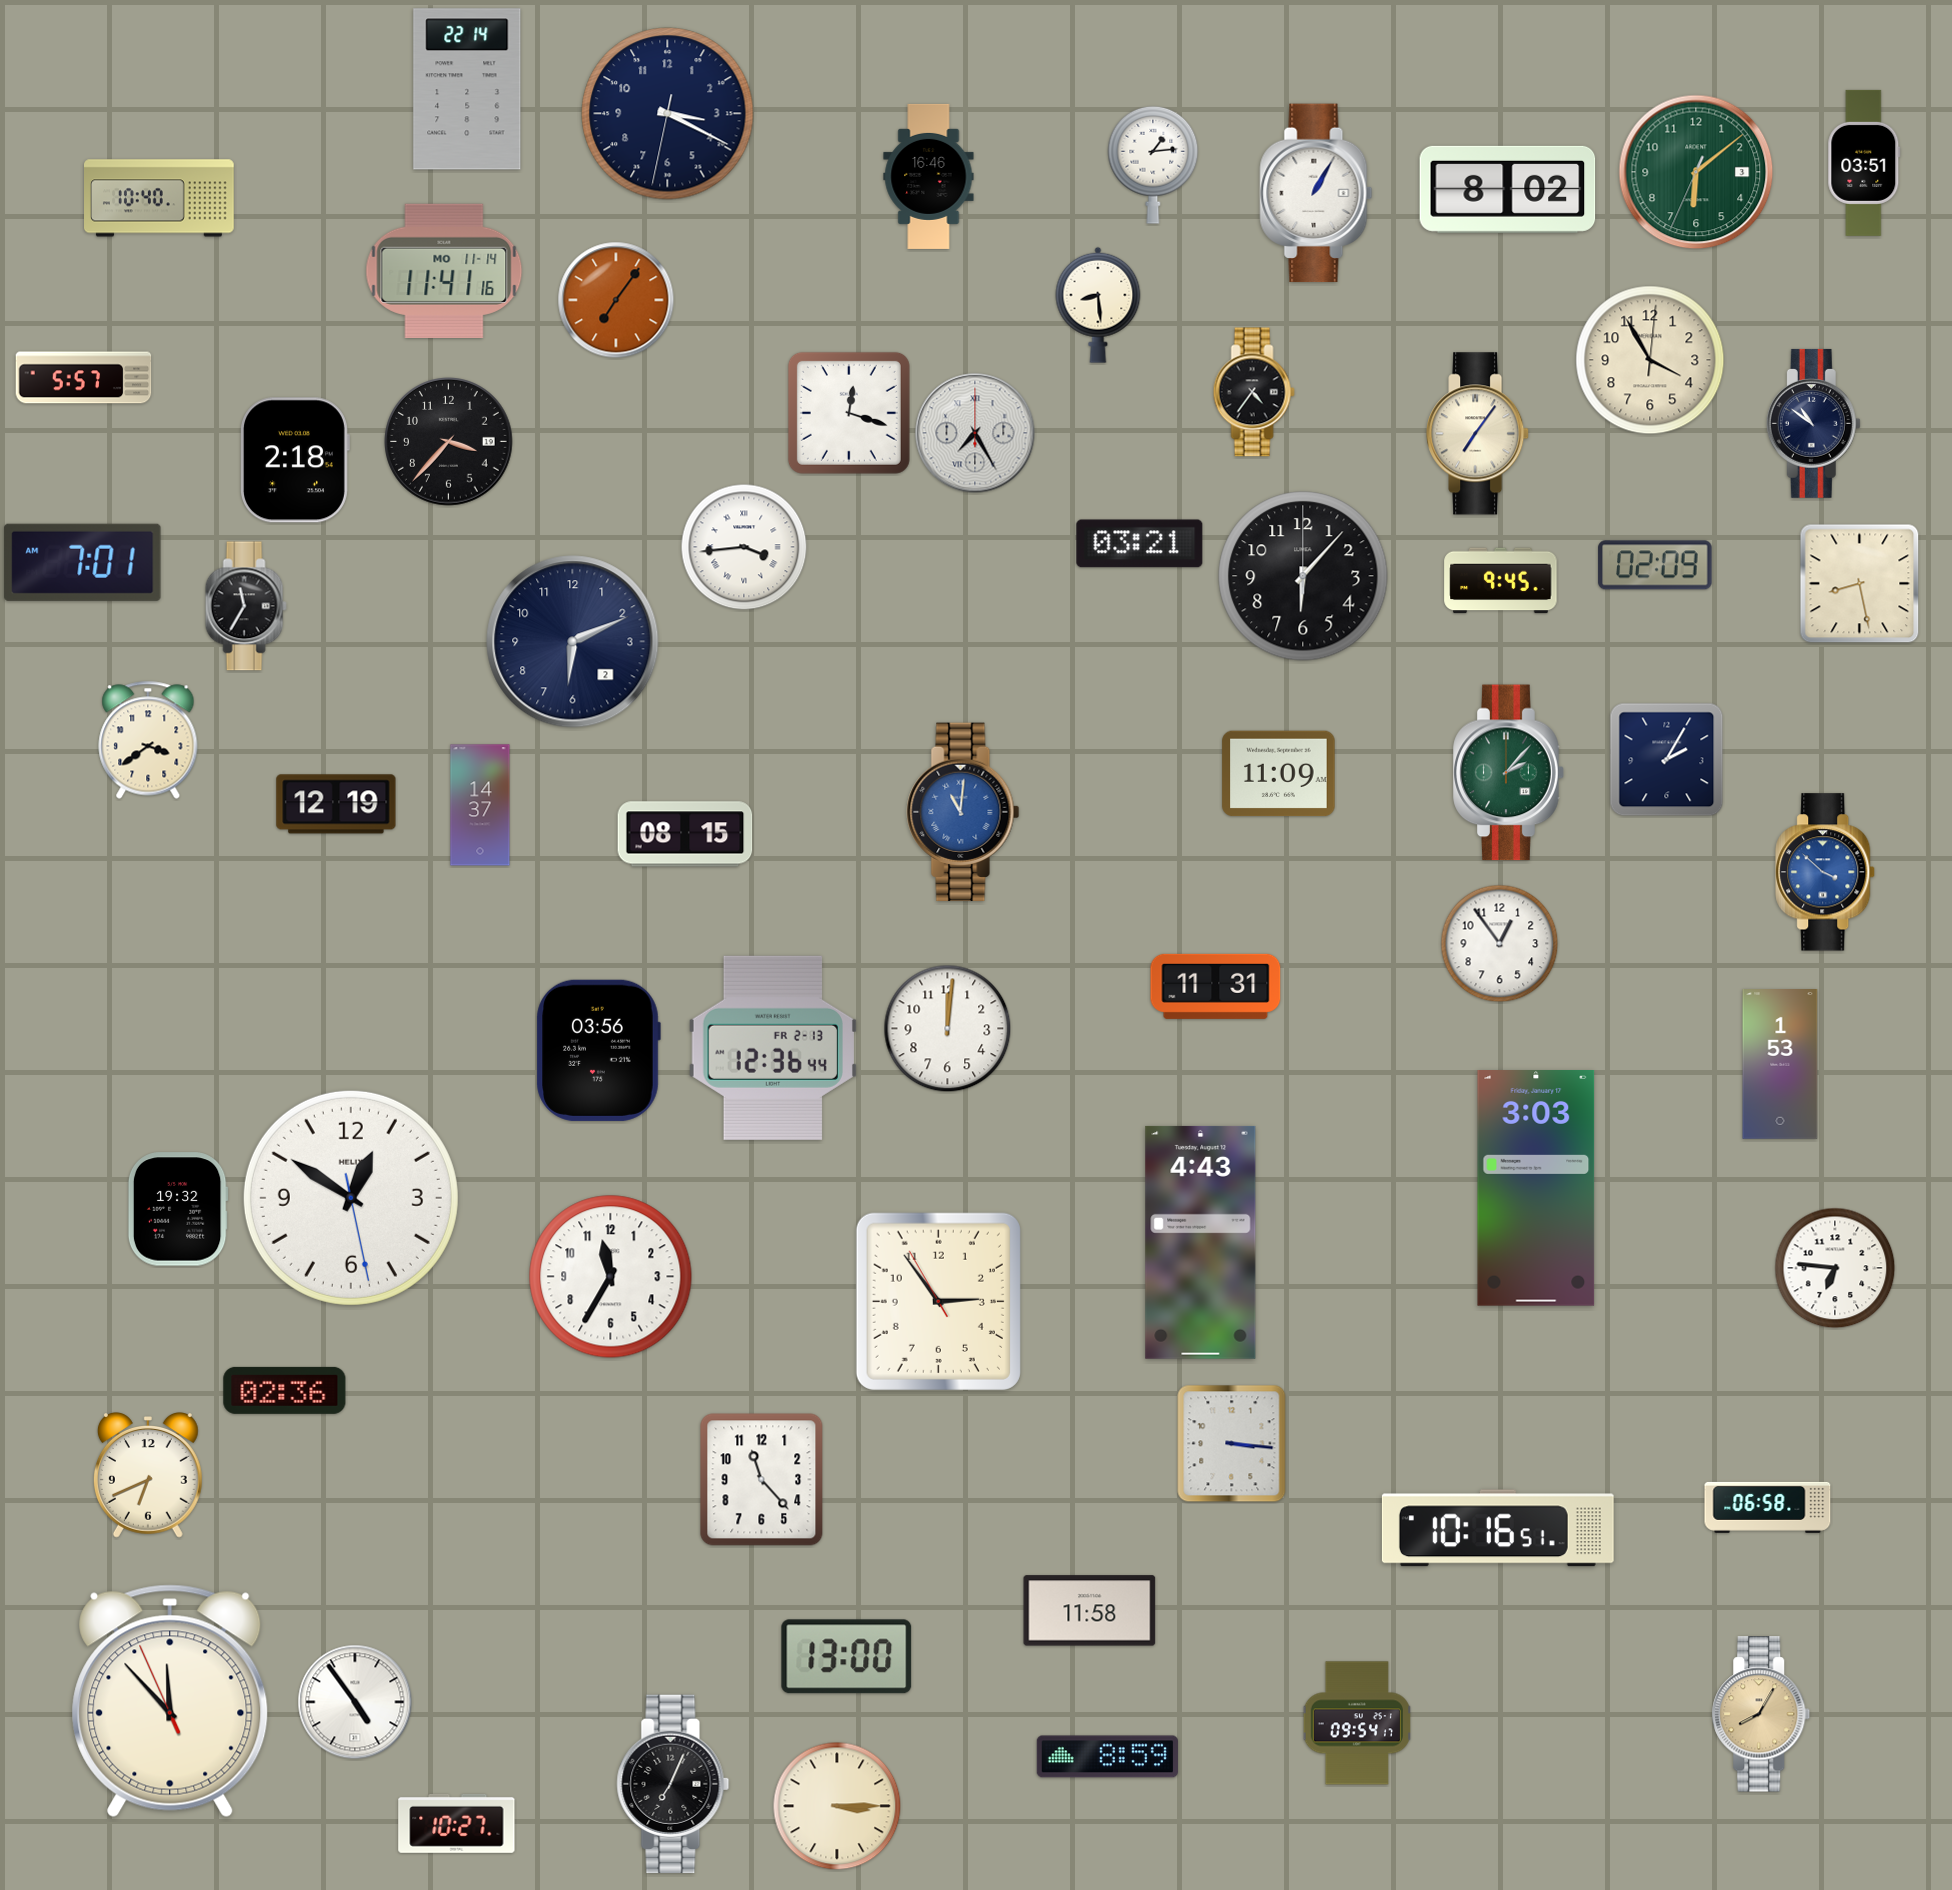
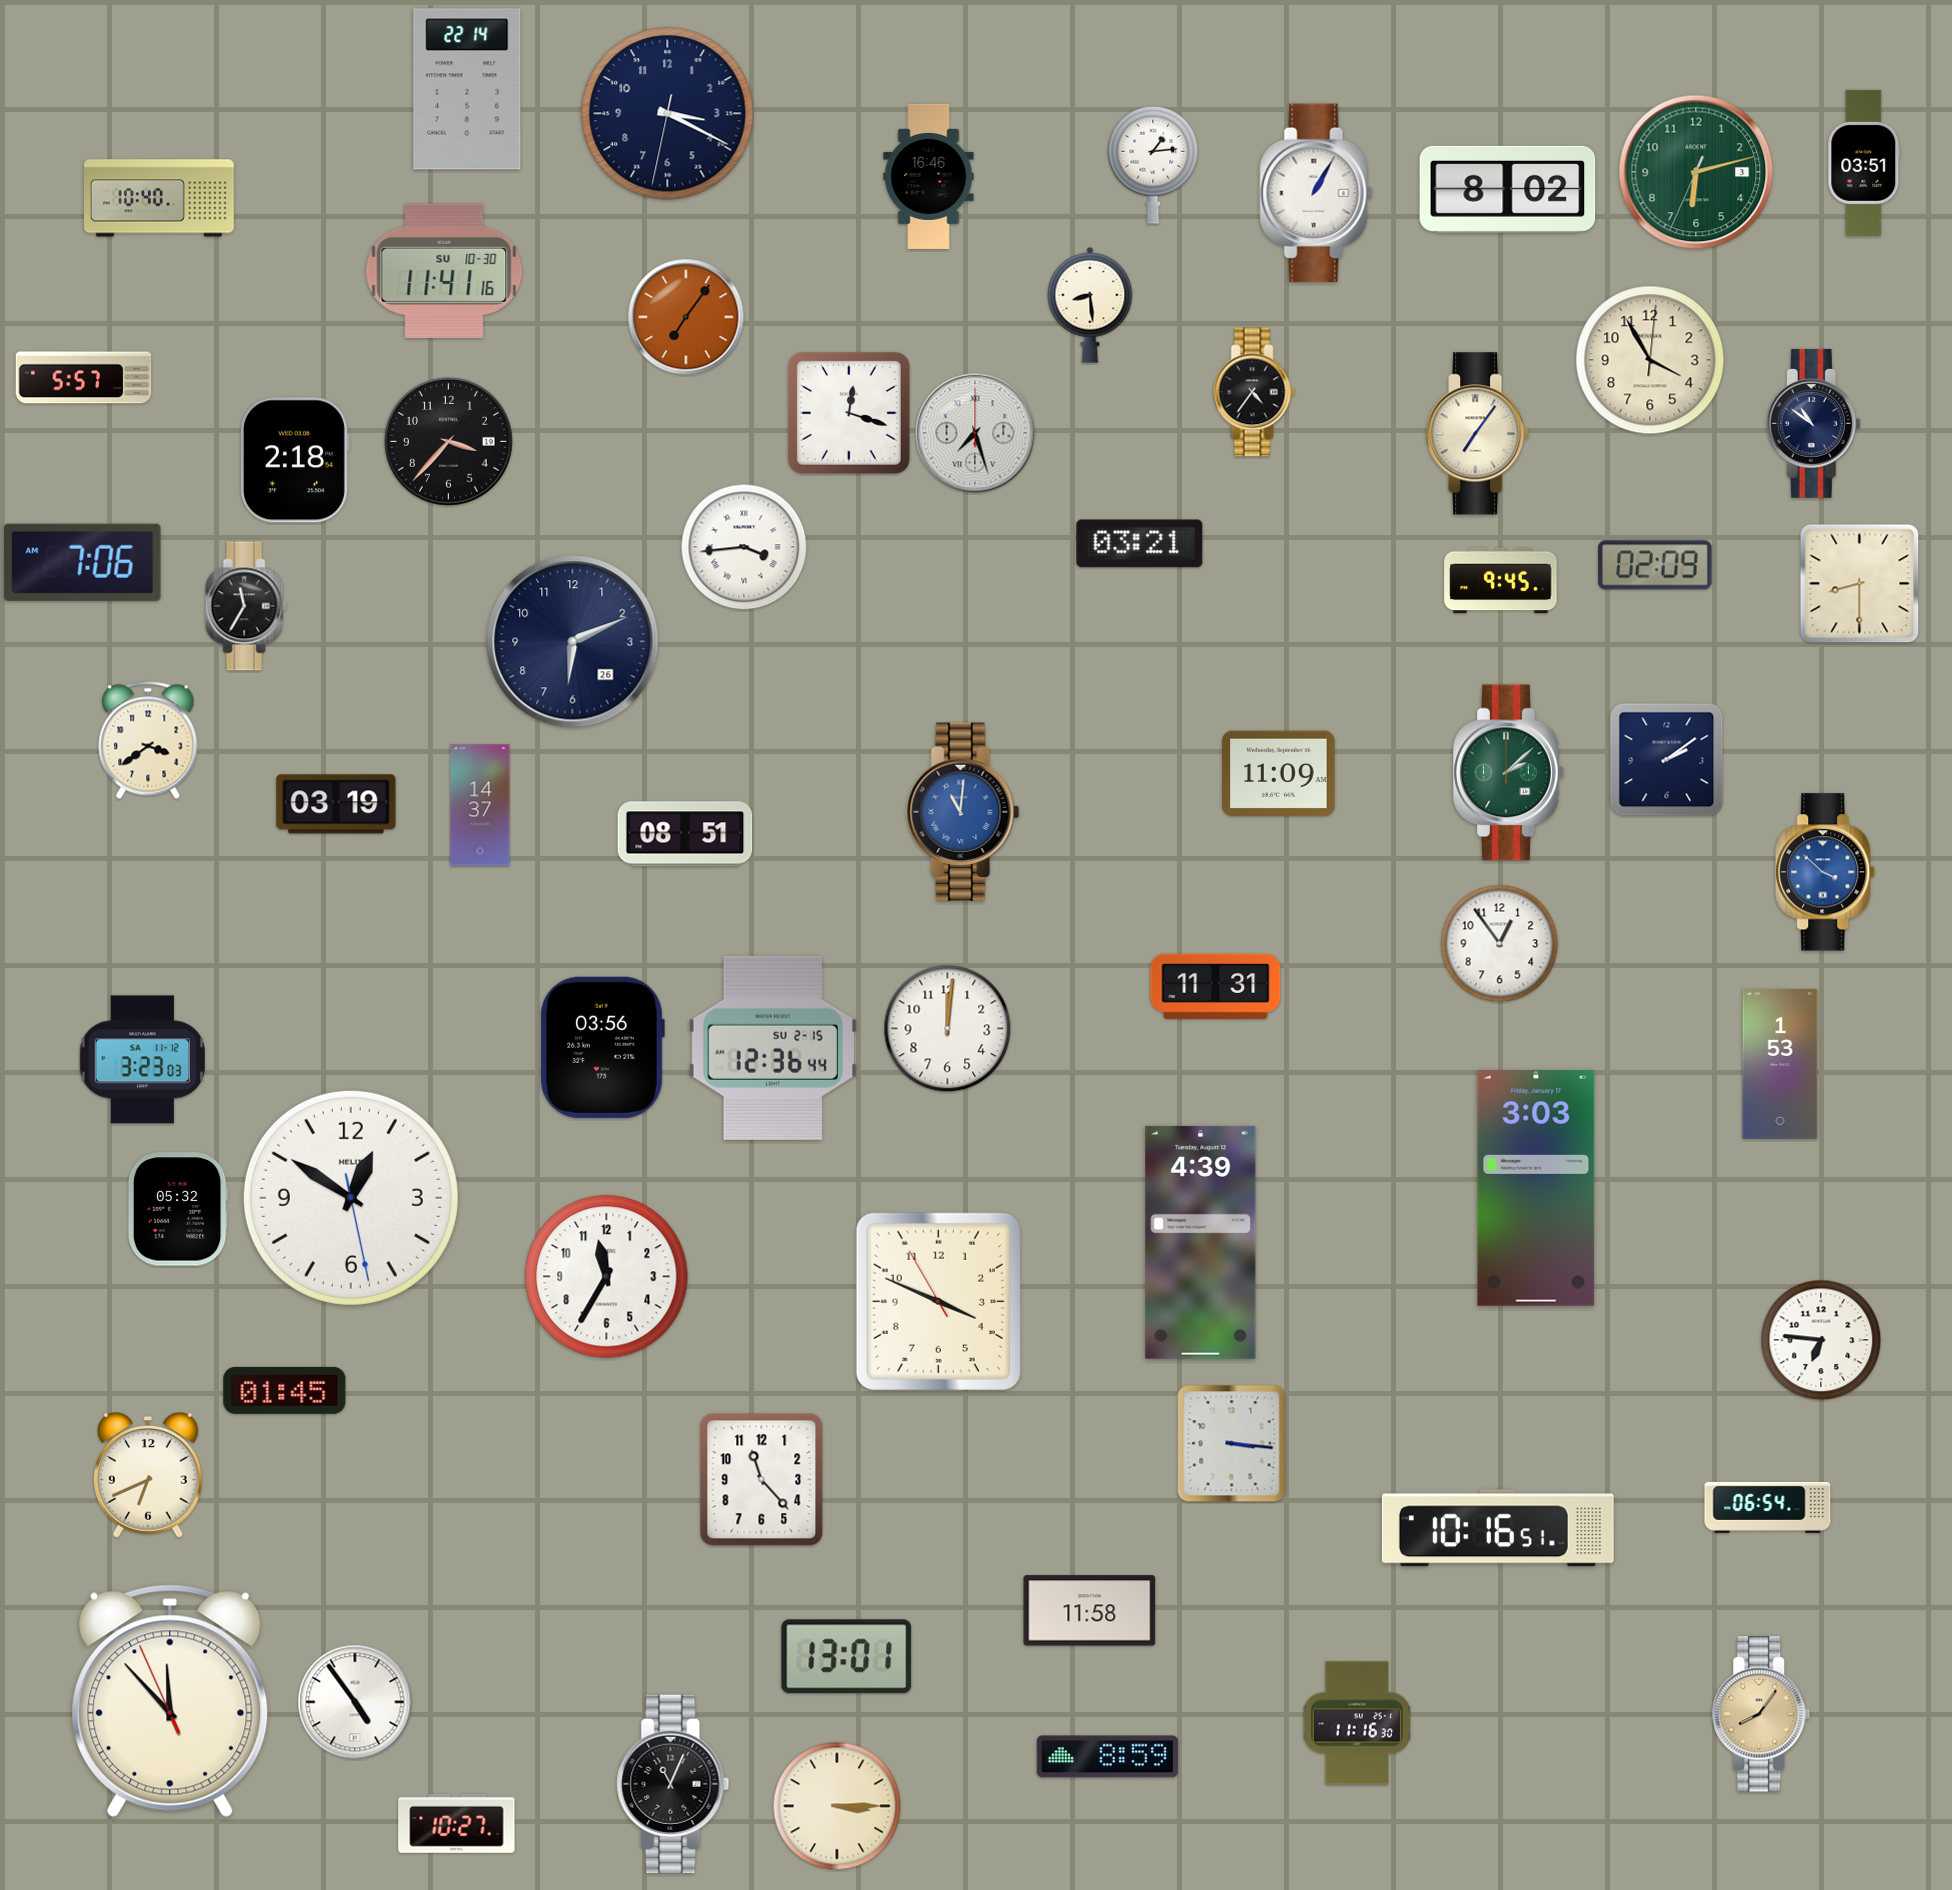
clock at (1696, 172): 6:08 -> 6:12
clock at (444, 271) date: MO 11-14 -> SU 10-30
clock at (616, 300) position: (616, 300) -> (686, 317)
clock at (1098, 305) position: (1098, 305) -> (1090, 305)
clock at (975, 433): 7:25 -> 7:27
clock at (83, 562): 7:01 -> 7:06
clock at (1303, 576): 6:07 -> none
clock at (1860, 584): 8:28 -> 8:30
clock at (573, 642) date: 2 -> 26
clock at (1667, 760): 2:05 -> 2:09
clock at (1509, 773): 2:07 -> 2:08
clock at (336, 804): 12:19 -> 03:19
clock at (685, 834): 08:15 -> 08:51
clock at (772, 1048) date: FR 2-13 -> SU 2-15
clock at (598, 1050) position: (598, 1050) -> (602, 1047)
clock at (142, 1060): none -> 3:23
clock at (178, 1209): 19:32 -> 05:32
clock at (1201, 1242): 4:43 -> 4:39
clock at (1835, 1268) position: (1835, 1268) -> (1821, 1340)
clock at (611, 1277) position: (611, 1277) -> (607, 1277)
clock at (938, 1301): 2:53 -> 3:48
clock at (285, 1390): 02:36 -> 01:45
clock at (1768, 1507): 06:58 -> 06:54
clock at (847, 1657): 13:00 -> 13:01
clock at (1761, 1714): 8:05 -> 8:06
clock at (1356, 1723): 09:54 -> 11:16
clock at (673, 1784): 7:04 -> 11:04
